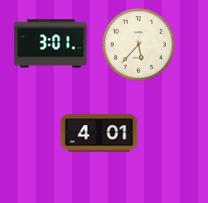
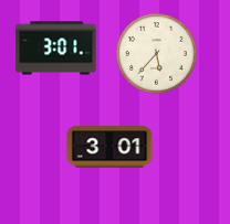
clock at (138, 44) position: (138, 44) -> (156, 53)
clock at (99, 133): 4:01 -> 3:01
